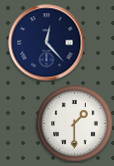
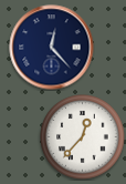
clock at (75, 124): 1:30 -> 12:37
